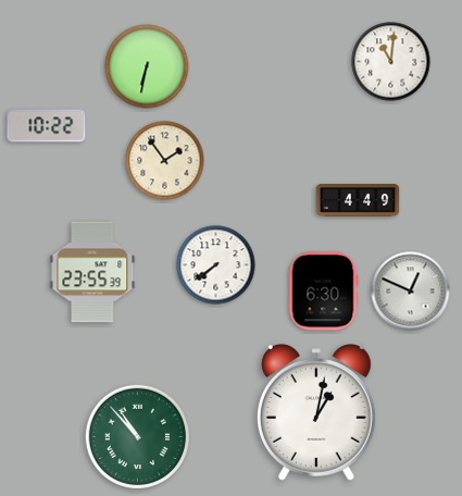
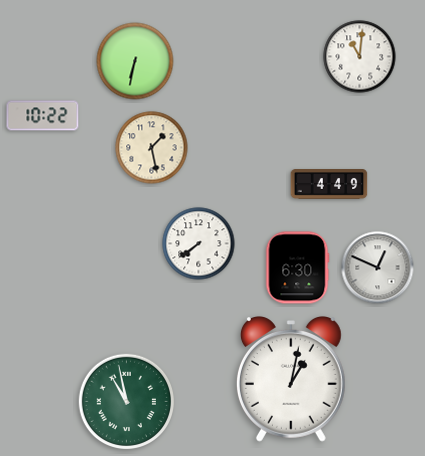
clock at (165, 161): 1:54 -> 1:28
clock at (92, 272): 23:55 -> none
clock at (138, 437): 10:53 -> 10:58
